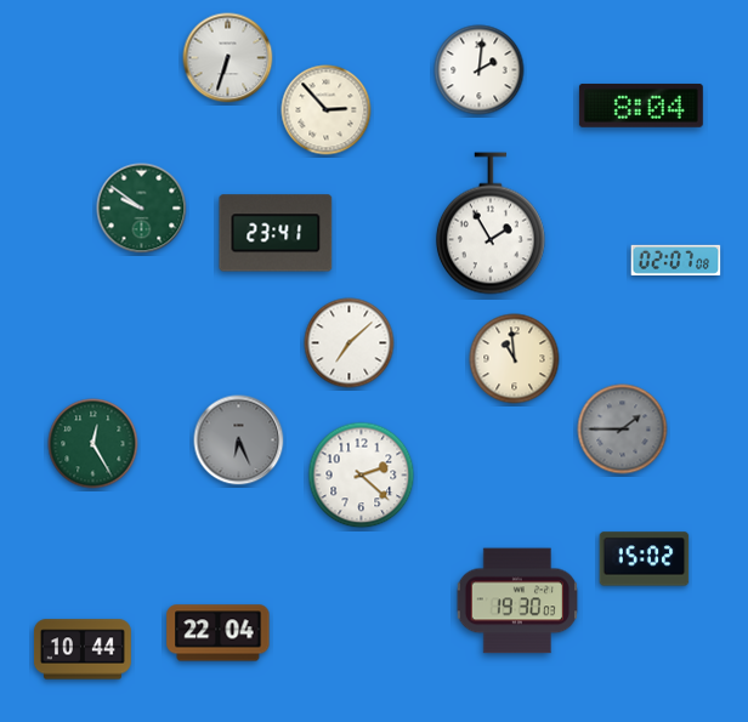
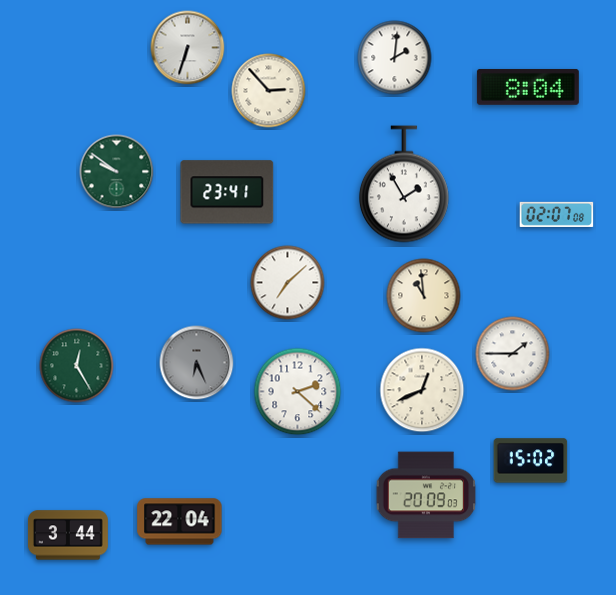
clock at (623, 430) dial: grey -> white
clock at (422, 390): none -> 12:41
clock at (517, 601): 19:30 -> 20:09
clock at (83, 649): 10:44 -> 3:44
